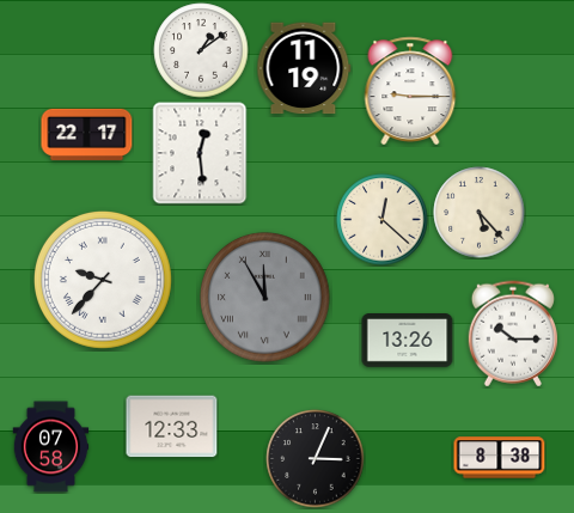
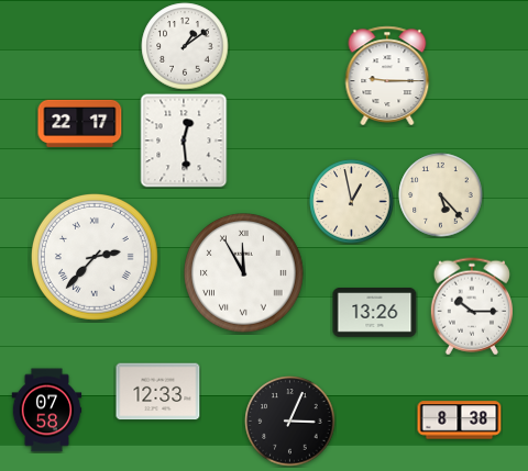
clock at (304, 68): 11:19 -> none
clock at (410, 90) position: (410, 90) -> (387, 75)
clock at (383, 220): 12:22 -> 12:58
clock at (103, 280): 9:37 -> 2:37
clock at (265, 298) dial: grey -> white
